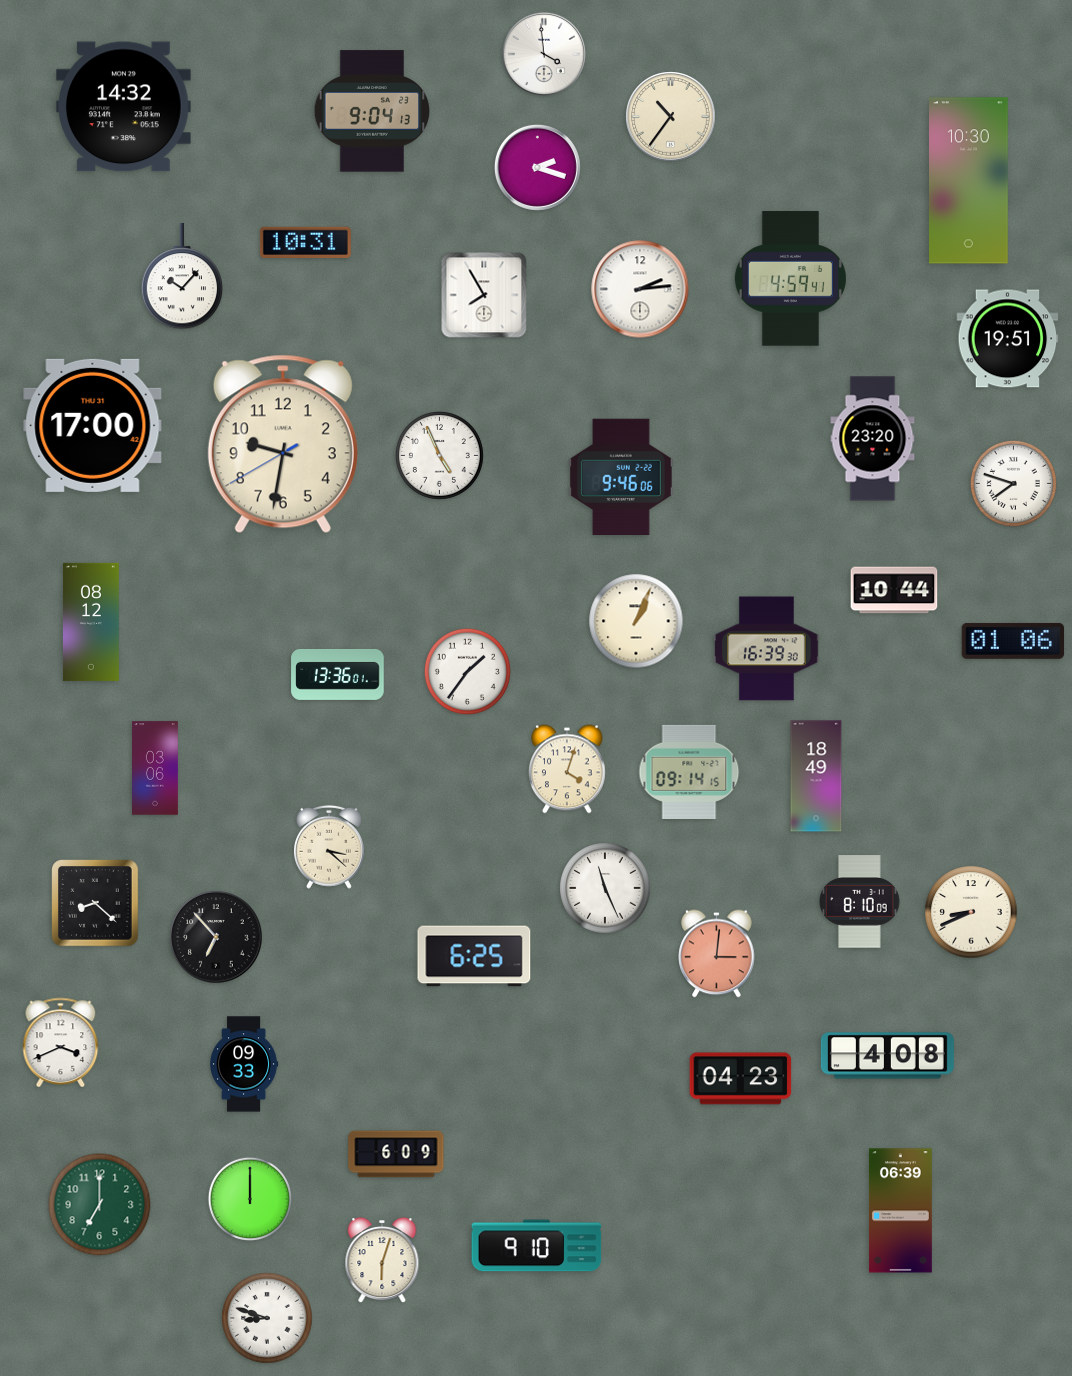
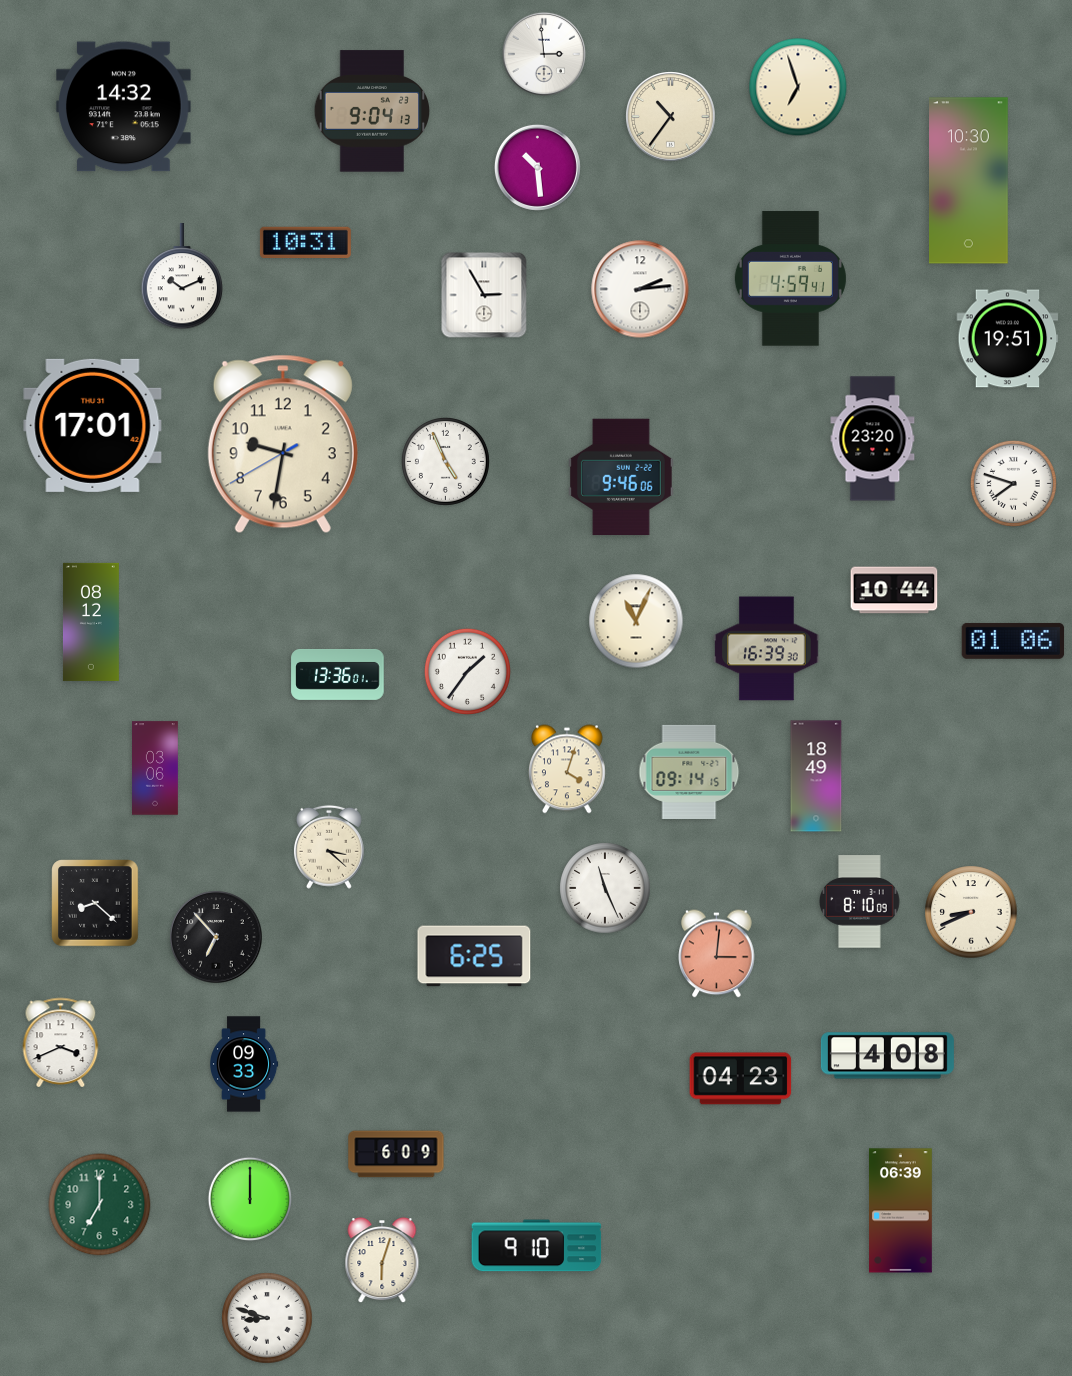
clock at (544, 54): 3:59 -> 2:59
clock at (798, 87): none -> 6:57
clock at (537, 167): 2:18 -> 10:29
clock at (182, 276): 10:07 -> 10:11
clock at (484, 295): 7:55 -> 2:55
clock at (93, 425): 17:00 -> 17:01
clock at (439, 455) position: (439, 455) -> (445, 461)
clock at (636, 621): 1:04 -> 11:04
